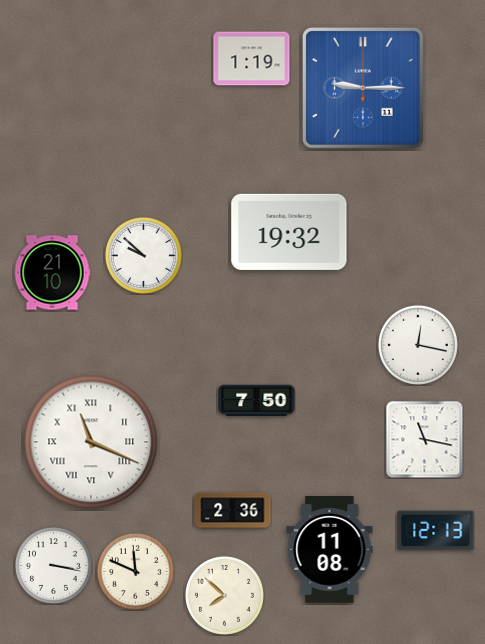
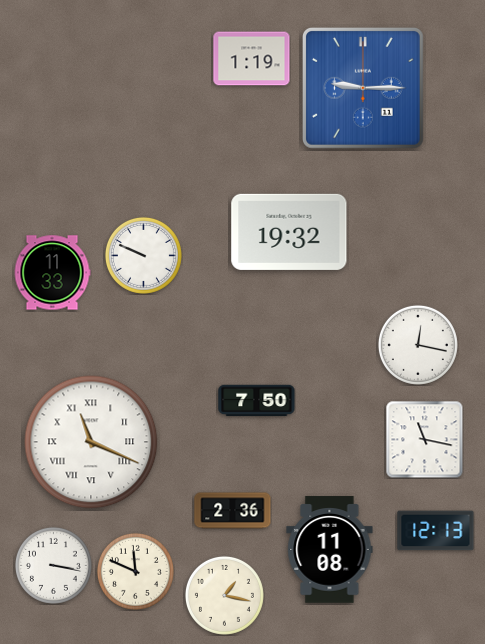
clock at (143, 255): 9:52 -> 9:49
clock at (52, 273): 21:10 -> 11:33
clock at (224, 595): 7:52 -> 1:17
